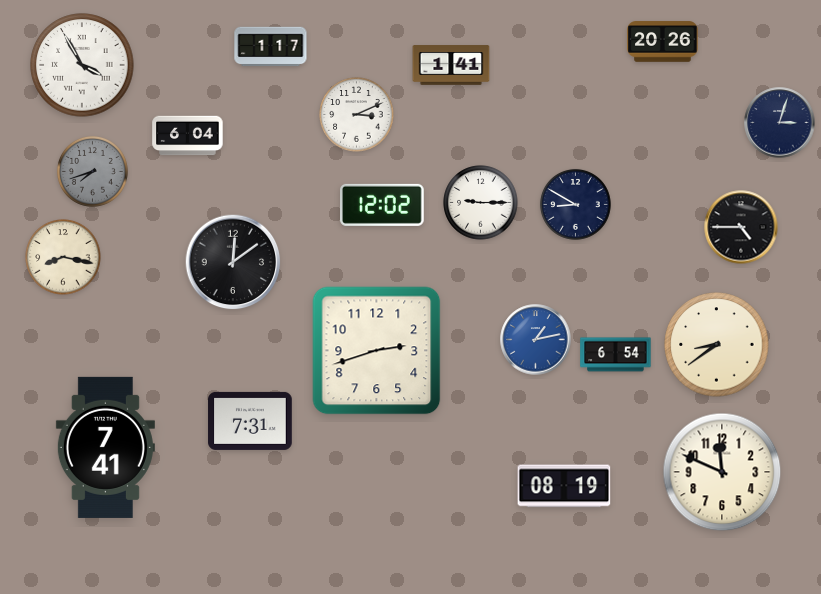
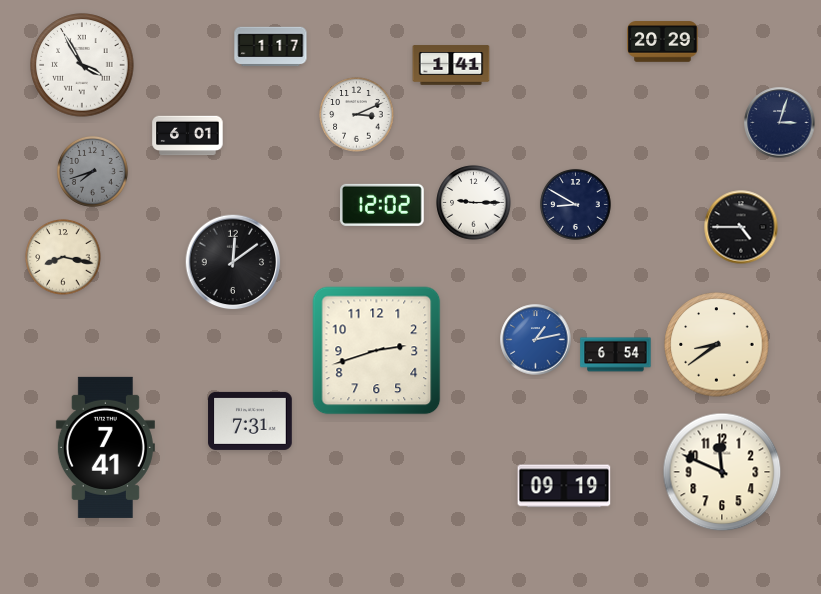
clock at (663, 42): 20:26 -> 20:29
clock at (188, 136): 6:04 -> 6:01
clock at (481, 203) position: (481, 203) -> (474, 203)
clock at (564, 486): 08:19 -> 09:19
